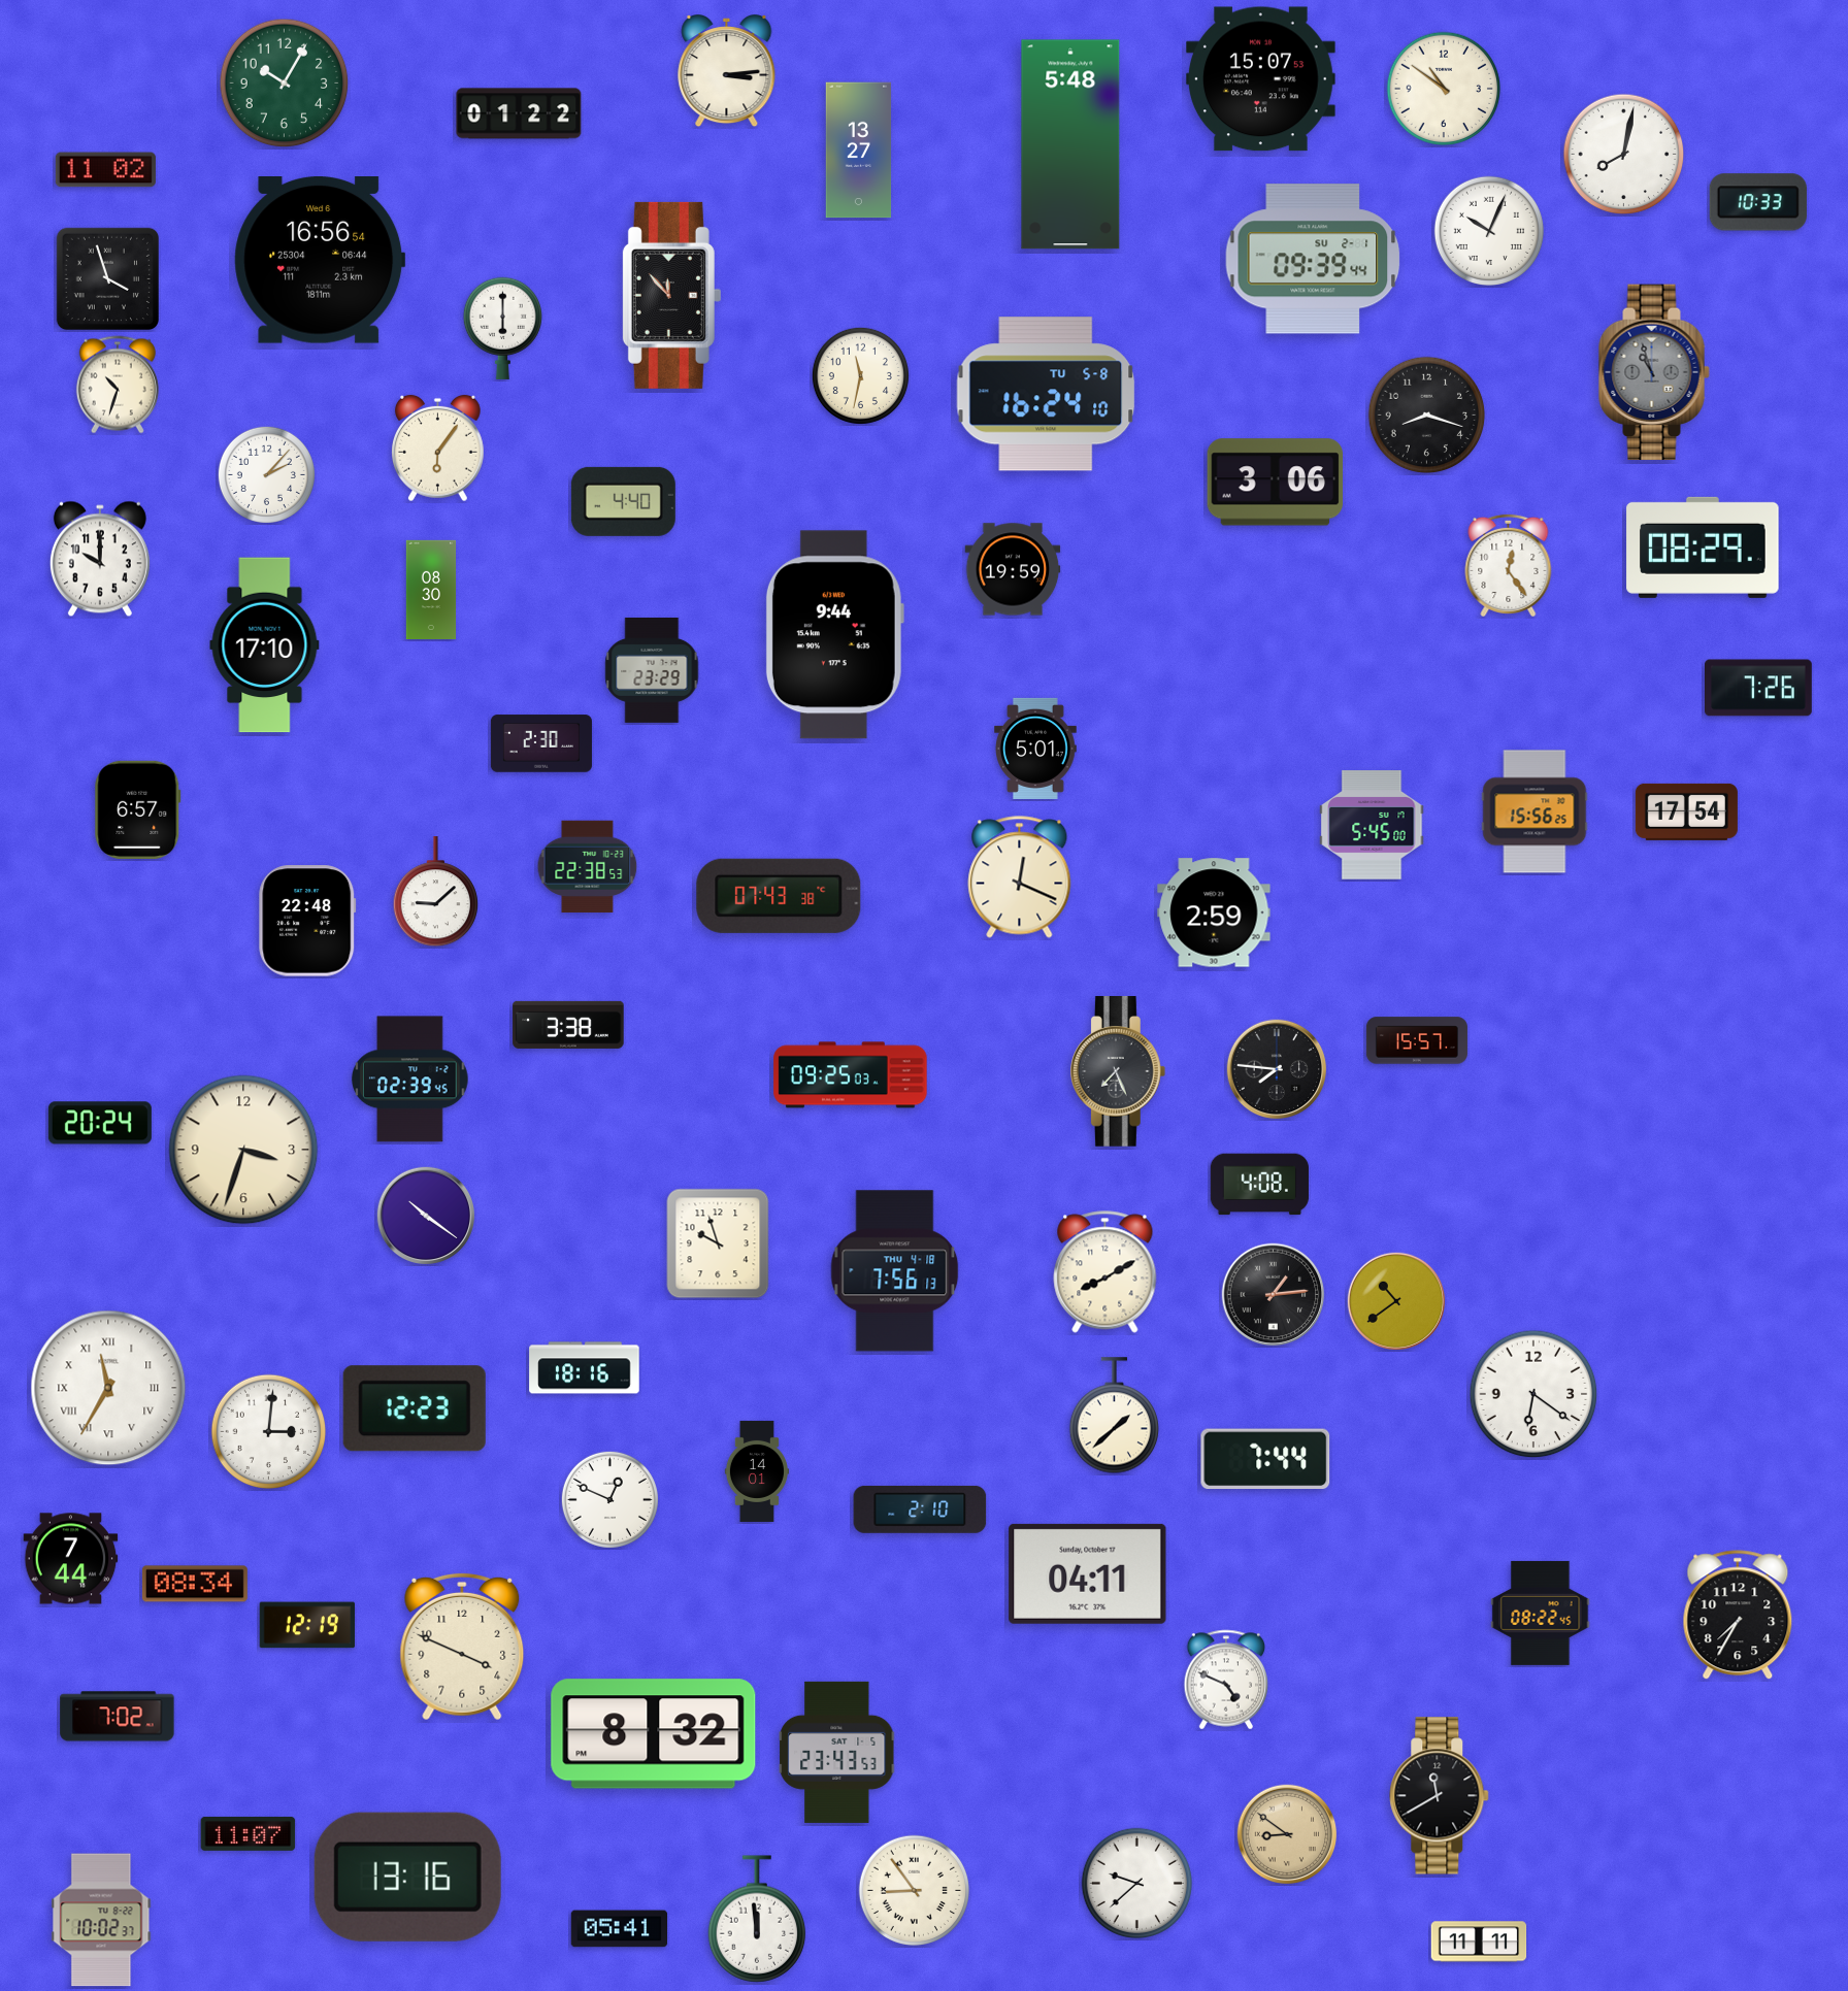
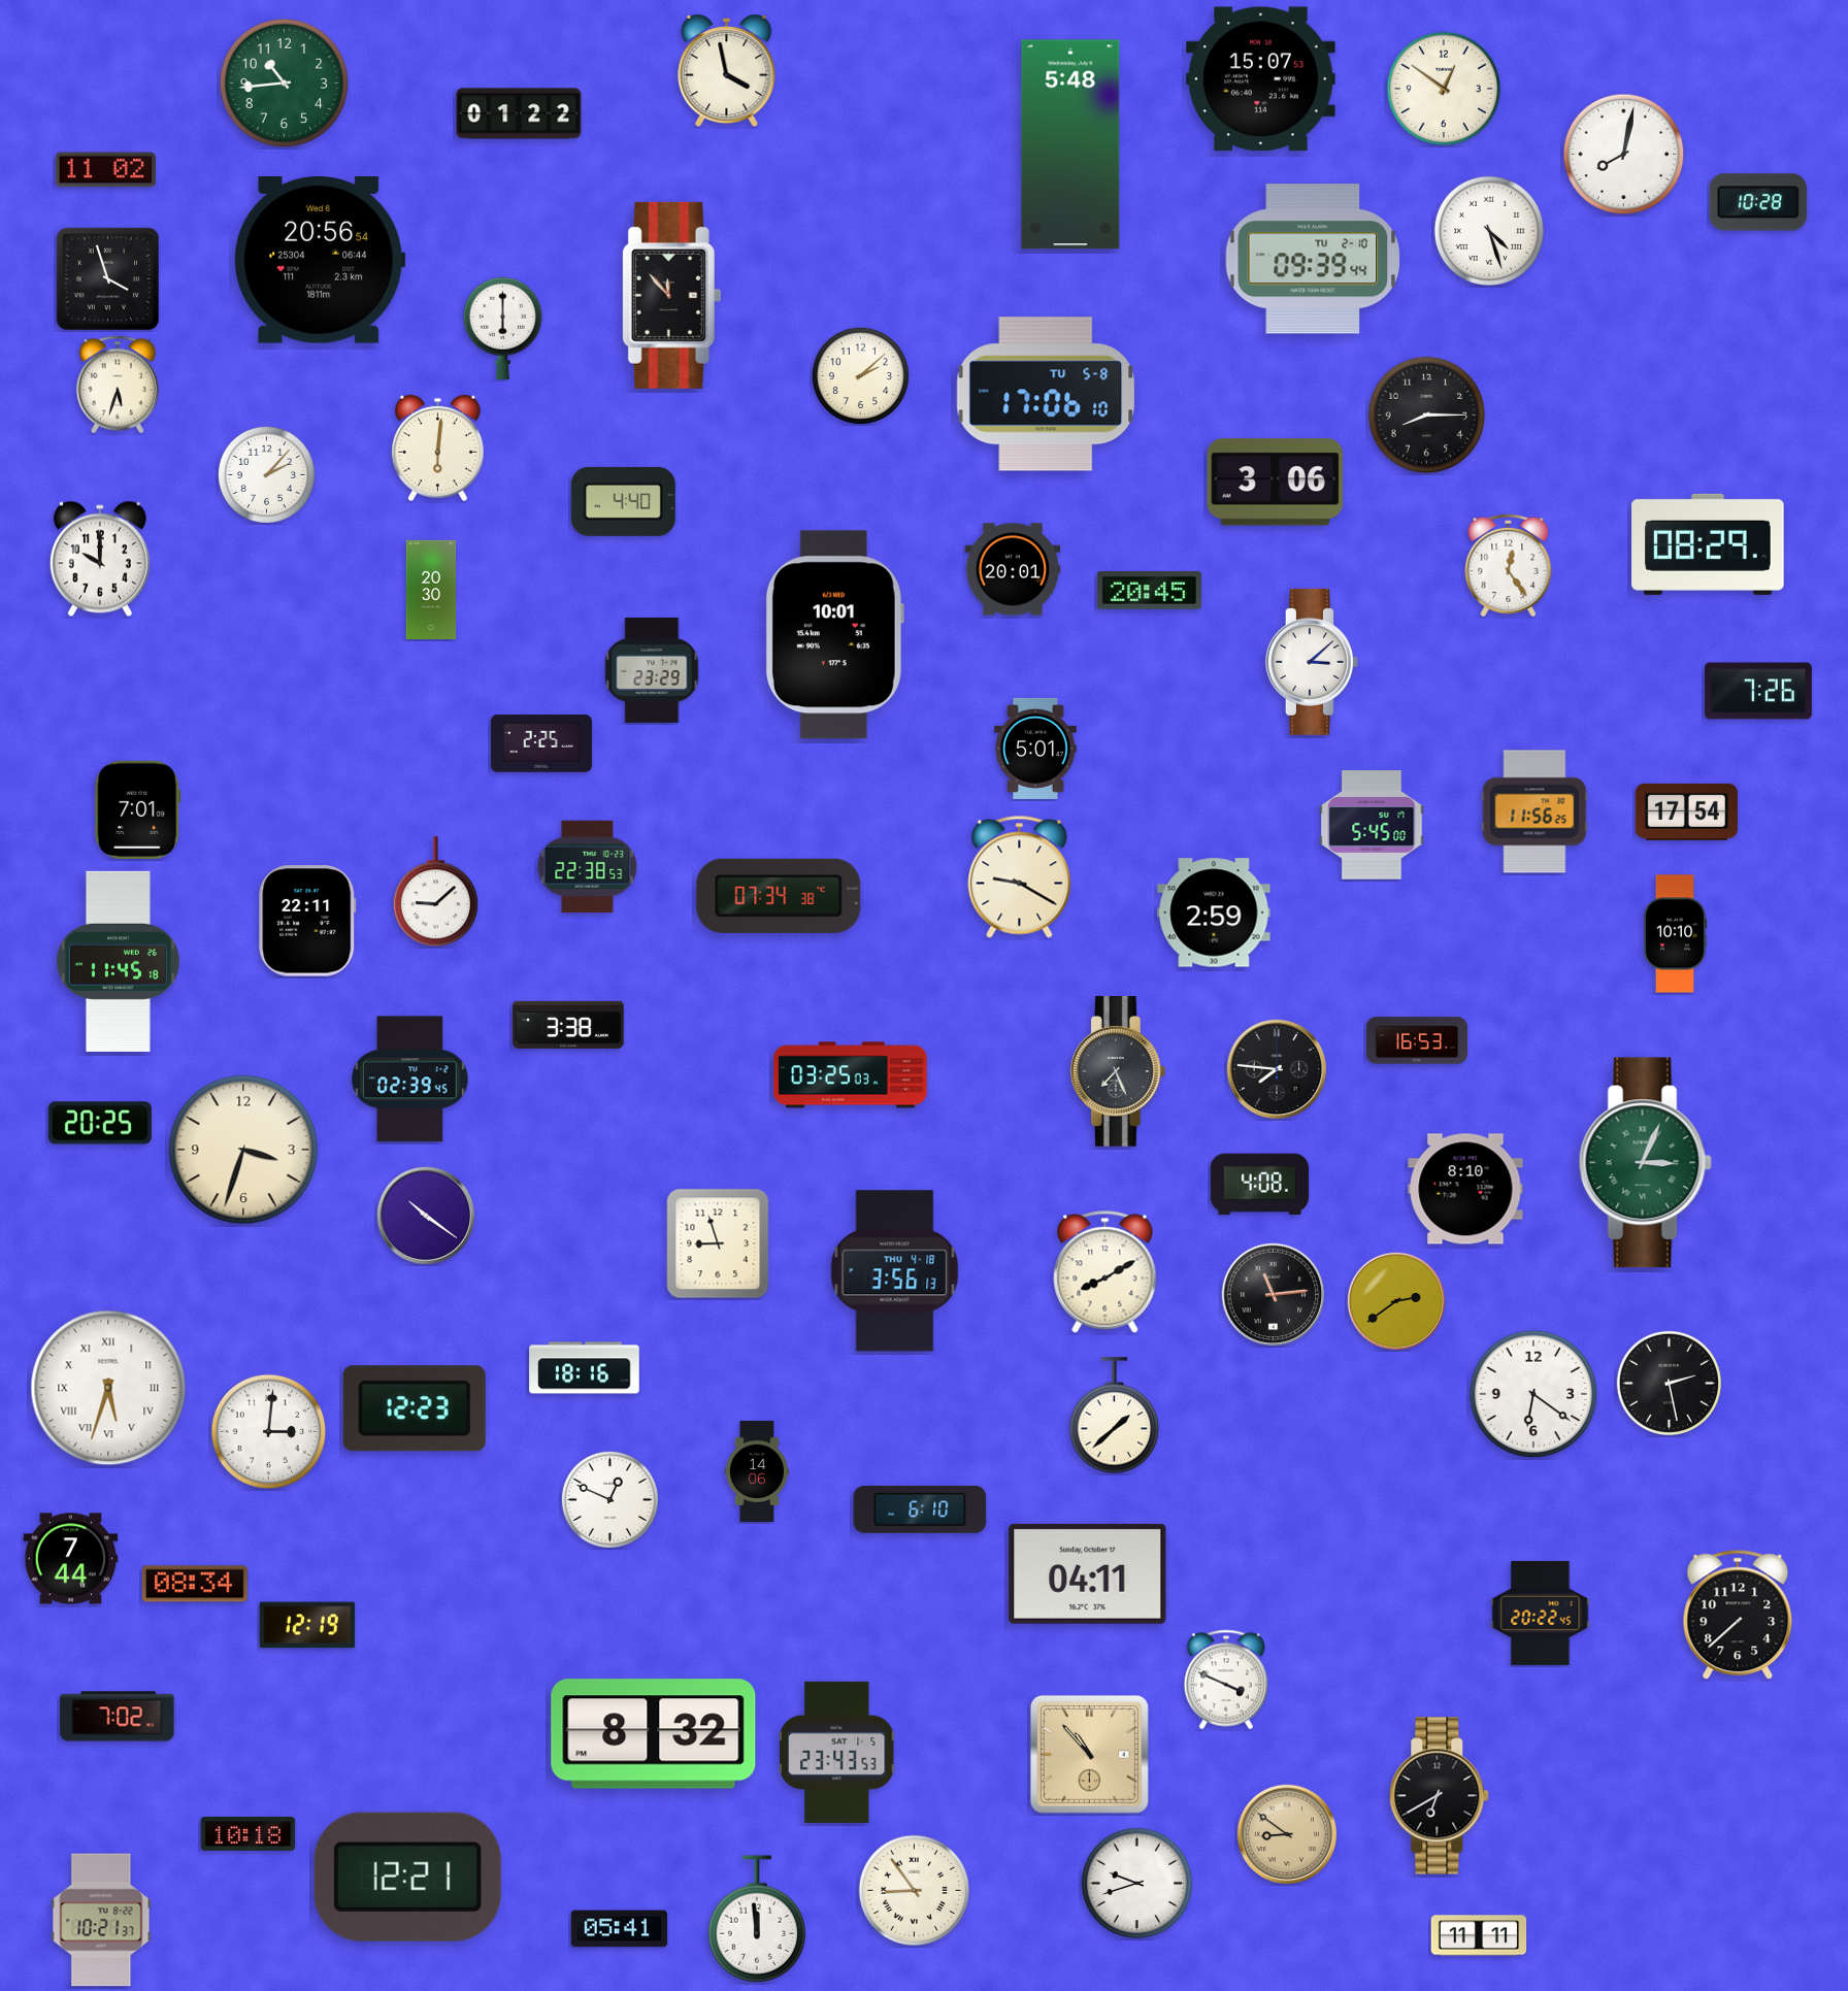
clock at (727, 72): 3:14 -> 3:58
clock at (285, 84): 10:05 -> 10:44
clock at (1444, 89): 10:51 -> 12:51
clock at (859, 151): 13:27 -> none
clock at (1758, 202): 10:33 -> 10:28
clock at (1488, 230): 10:04 -> 4:27
clock at (1313, 259) date: SU 2-1 -> TU 2-10
clock at (320, 261): 16:56 -> 20:56
clock at (1654, 372): 10:57 -> none
clock at (860, 375): 11:32 -> 2:08
clock at (118, 385): 10:33 -> 5:33
clock at (1046, 394): 16:24 -> 17:06
clock at (1427, 416): 8:18 -> 8:15
clock at (438, 449): 6:06 -> 6:01
clock at (1703, 547) position: (1703, 547) -> (1708, 544)
clock at (1013, 569): 19:59 -> 20:01
clock at (431, 589): 08:30 -> 20:30
clock at (1149, 591): none -> 20:45
clock at (834, 635): 9:44 -> 10:01
clock at (265, 645): 17:10 -> none
clock at (1312, 662): none -> 3:08
clock at (1759, 688) position: (1759, 688) -> (1759, 691)
clock at (541, 743): 2:30 -> 2:25
clock at (138, 809): 6:57 -> 7:01
clock at (1534, 811): 15:56 -> 11:56
clock at (1020, 877): 12:19 -> 9:20
clock at (779, 896): 07:43 -> 07:34
clock at (307, 921): 22:48 -> 22:11
clock at (1675, 934): none -> 10:10
clock at (118, 961): none -> 11:45
clock at (1417, 1040): 15:57 -> 16:53
clock at (851, 1075): 09:25 -> 03:25
clock at (100, 1123): 20:24 -> 20:25
clock at (1645, 1163): none -> 3:04
clock at (1465, 1189): none -> 8:10
clock at (718, 1243): 9:57 -> 8:57
clock at (895, 1271): 7:56 -> 3:56
clock at (1274, 1295): 1:14 -> 11:14
clock at (1395, 1300): 10:39 -> 2:39
clock at (1669, 1383): none -> 2:28
clock at (108, 1388): 11:35 -> 5:33
clock at (1265, 1459): 7:44 -> none
clock at (756, 1471): 14:01 -> 14:06
clock at (920, 1509): 2:10 -> 6:10
clock at (1541, 1613): 08:22 -> 20:22
clock at (1738, 1616): 7:35 -> 7:38
clock at (462, 1647): 3:49 -> none
clock at (1226, 1680): 4:49 -> 3:49
clock at (1089, 1754): none -> 10:53
clock at (1440, 1796): 11:40 -> 6:40
clock at (249, 1833): 11:07 -> 10:18
clock at (407, 1877): 13:16 -> 12:21
clock at (1137, 1884): 9:38 -> 9:42
clock at (101, 1920): 10:02 -> 10:21
clock at (1479, 1942) position: (1479, 1942) -> (1479, 1935)
